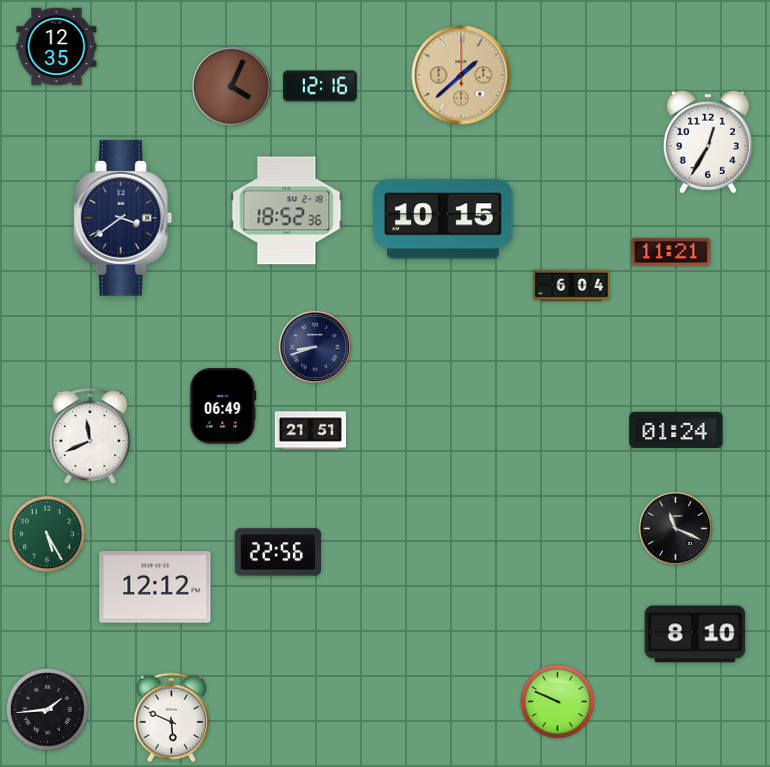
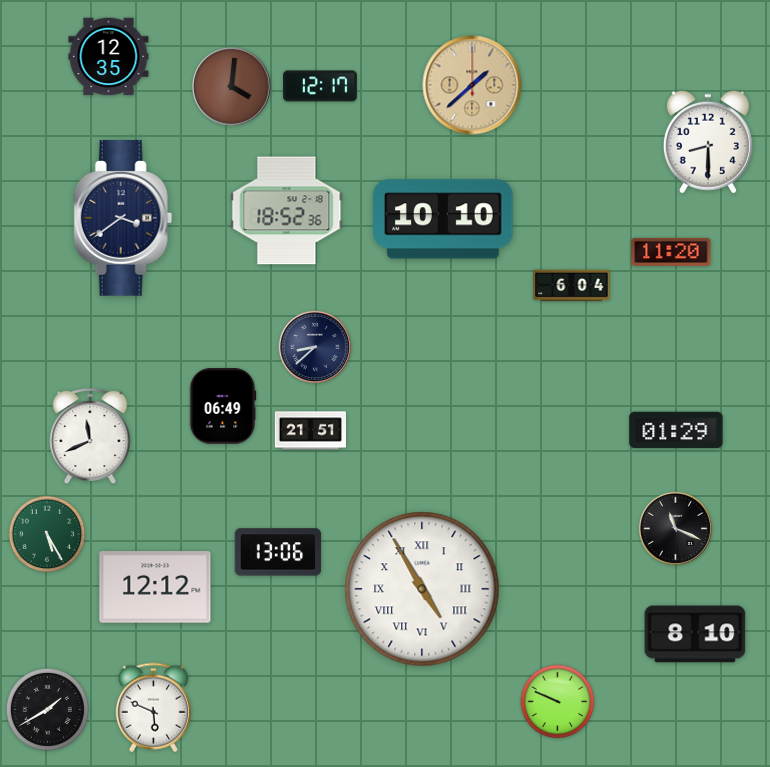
clock at (57, 47) position: (57, 47) -> (109, 57)
clock at (461, 75) position: (461, 75) -> (472, 85)
clock at (231, 86): 4:04 -> 4:01
clock at (321, 86): 12:16 -> 12:17
clock at (708, 142): 12:35 -> 8:30
clock at (443, 219): 10:15 -> 10:10
clock at (671, 252): 11:21 -> 11:20
clock at (314, 346): 8:42 -> 8:38
clock at (676, 430): 01:24 -> 01:29
clock at (278, 552): 22:56 -> 13:06
clock at (422, 589): none -> 4:55
clock at (47, 709): 1:44 -> 1:40
clock at (171, 718) position: (171, 718) -> (153, 708)
